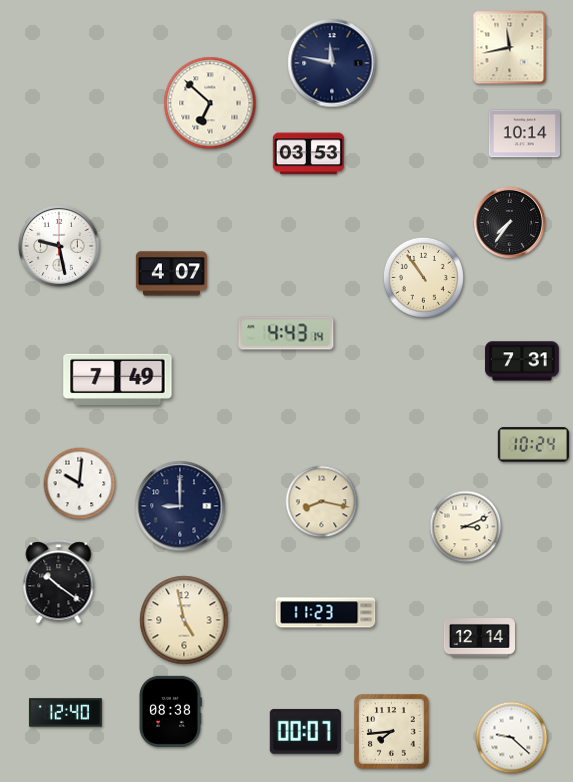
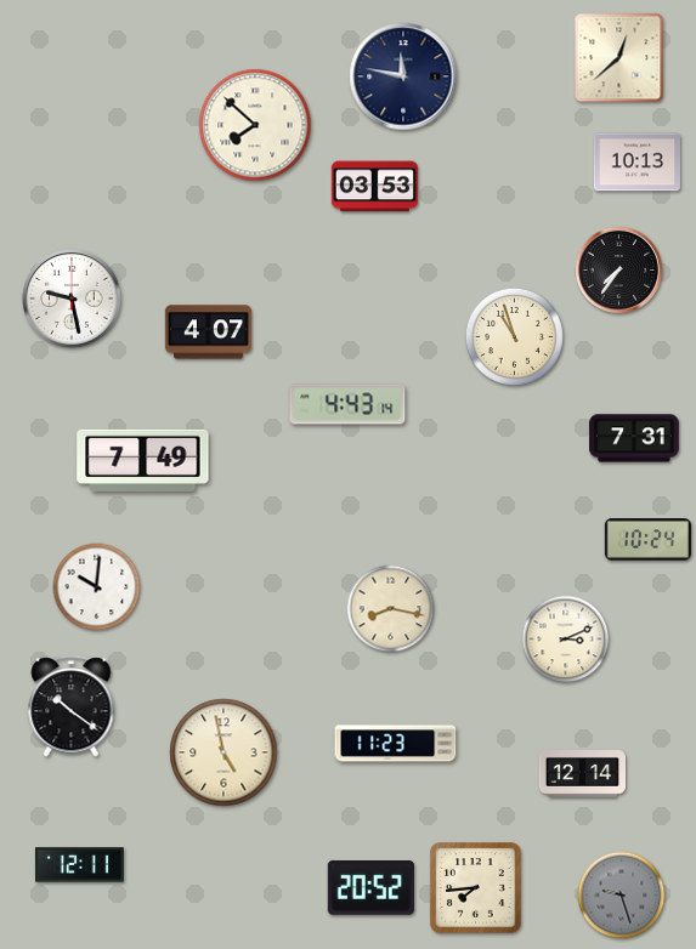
clock at (510, 48): 11:43 -> 12:38
clock at (210, 103): 6:52 -> 7:52
clock at (524, 134): 10:14 -> 10:13
clock at (423, 277): 10:54 -> 10:57
clock at (180, 506): 9:00 -> none
clock at (170, 711): 08:38 -> none
clock at (65, 713): 12:40 -> 12:11
clock at (305, 732): 00:07 -> 20:52
clock at (512, 738): 9:22 -> 9:27
clock at (512, 738) dial: white -> grey
